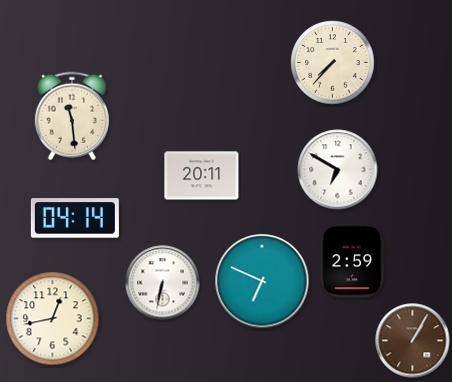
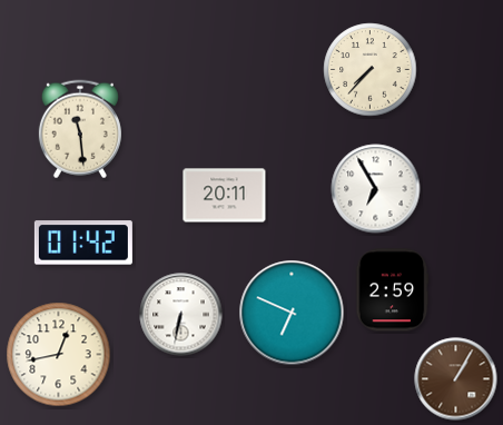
clock at (338, 170): 6:50 -> 6:55
clock at (75, 218): 04:14 -> 01:42
clock at (413, 341) position: (413, 341) -> (456, 379)
